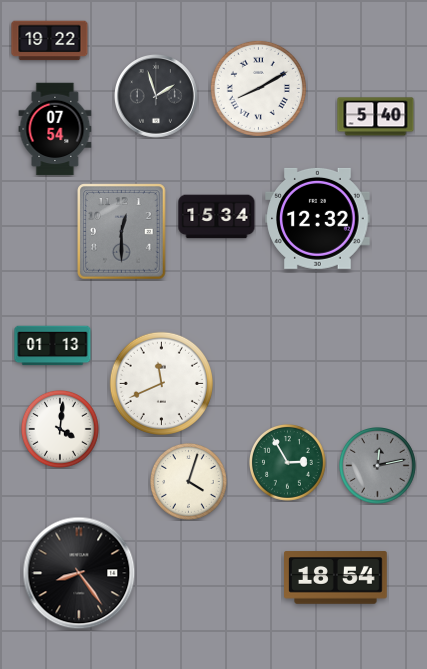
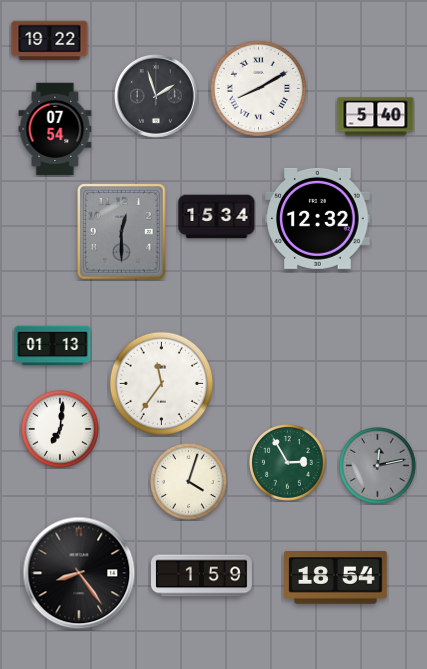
clock at (161, 383): 11:41 -> 11:36
clock at (60, 429): 4:01 -> 7:01
clock at (202, 576): none -> 1:59
